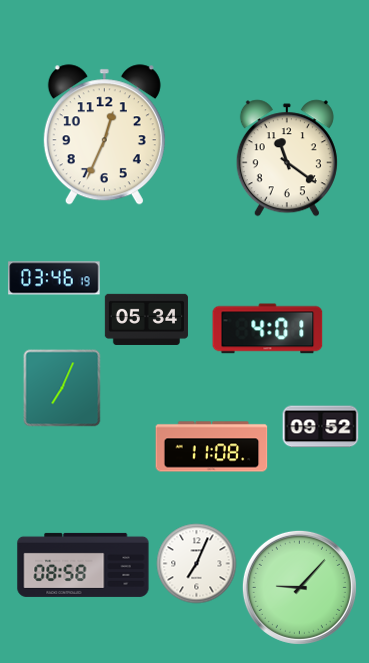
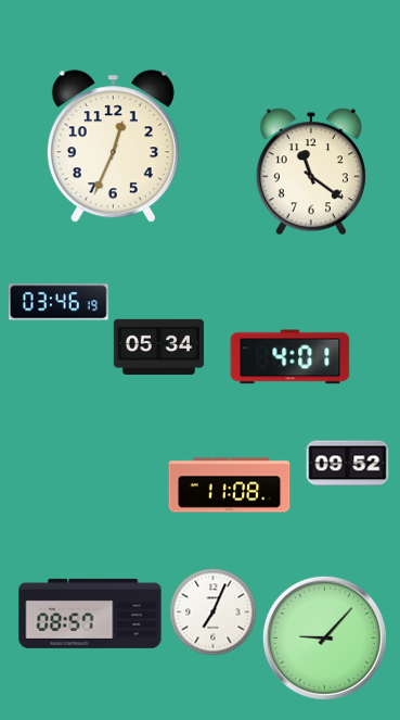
clock at (62, 388): 7:04 -> none
clock at (83, 565): 08:58 -> 08:57
